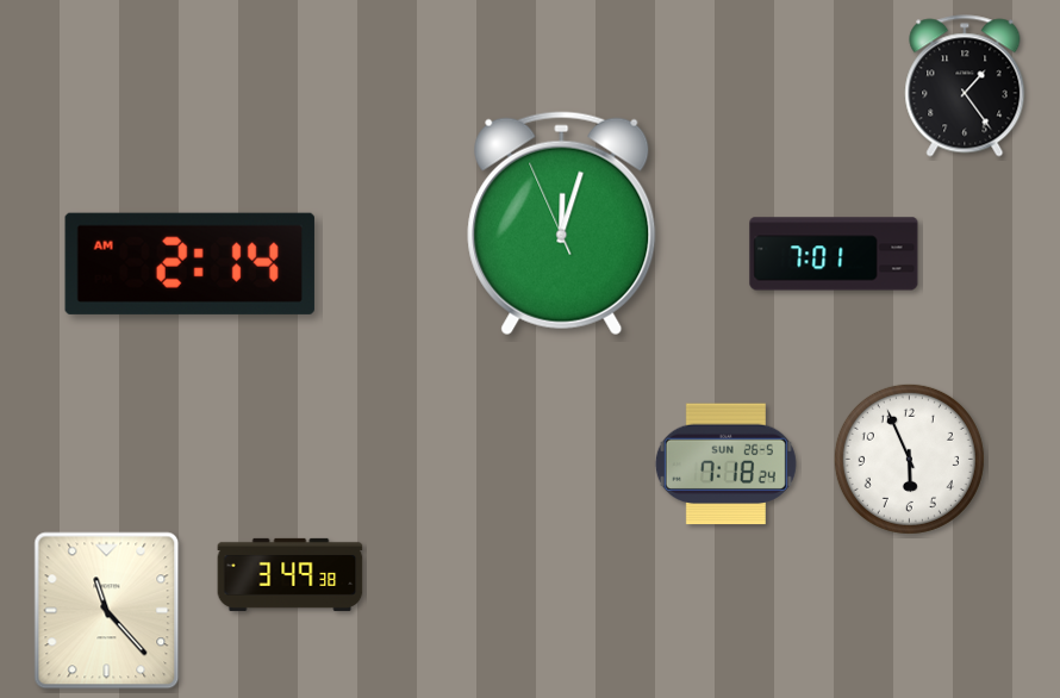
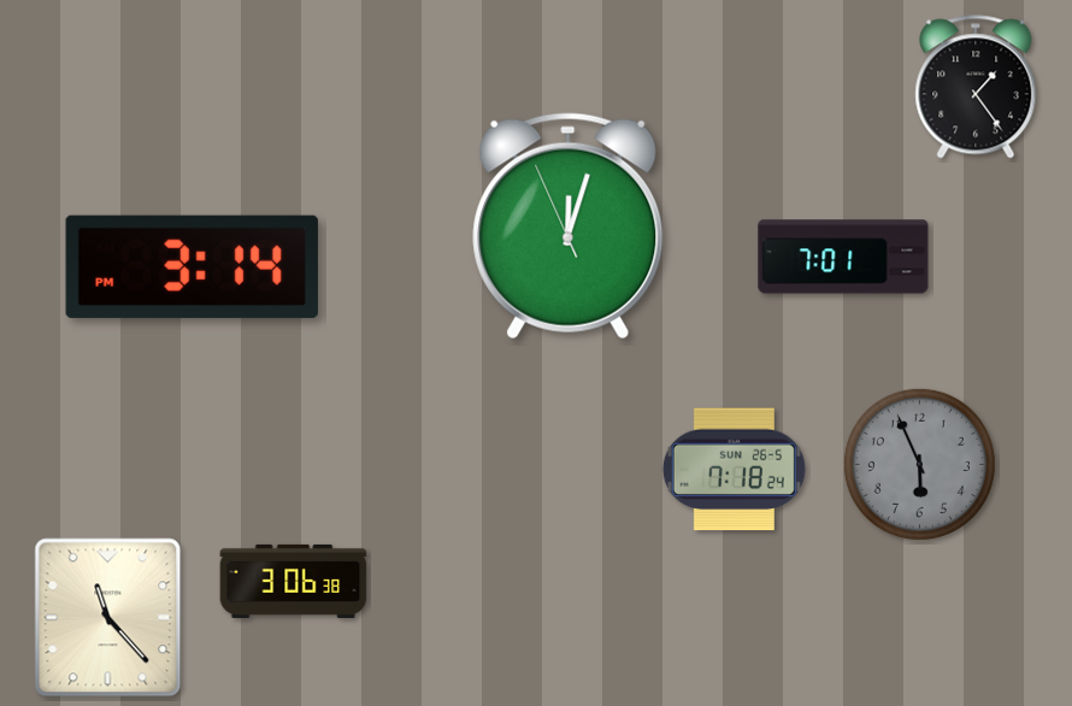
clock at (189, 263): 2:14 -> 3:14
clock at (909, 459) dial: white -> grey
clock at (291, 574): 3:49 -> 3:06
